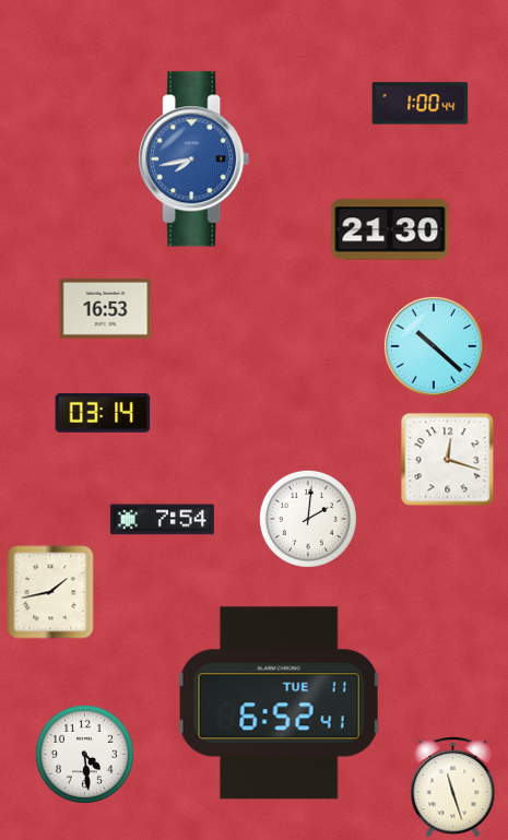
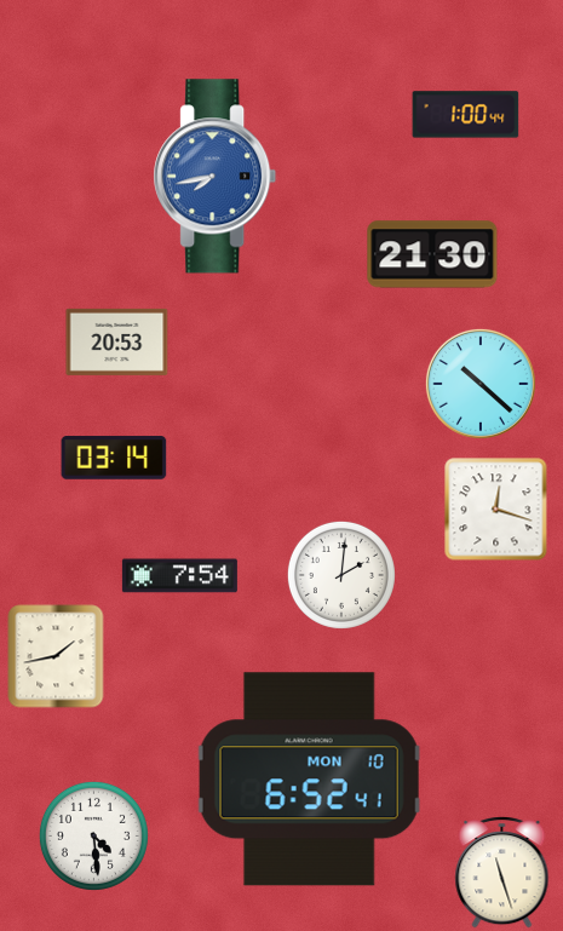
clock at (106, 308): 16:53 -> 20:53
clock at (279, 703) date: TUE 11 -> MON 10
